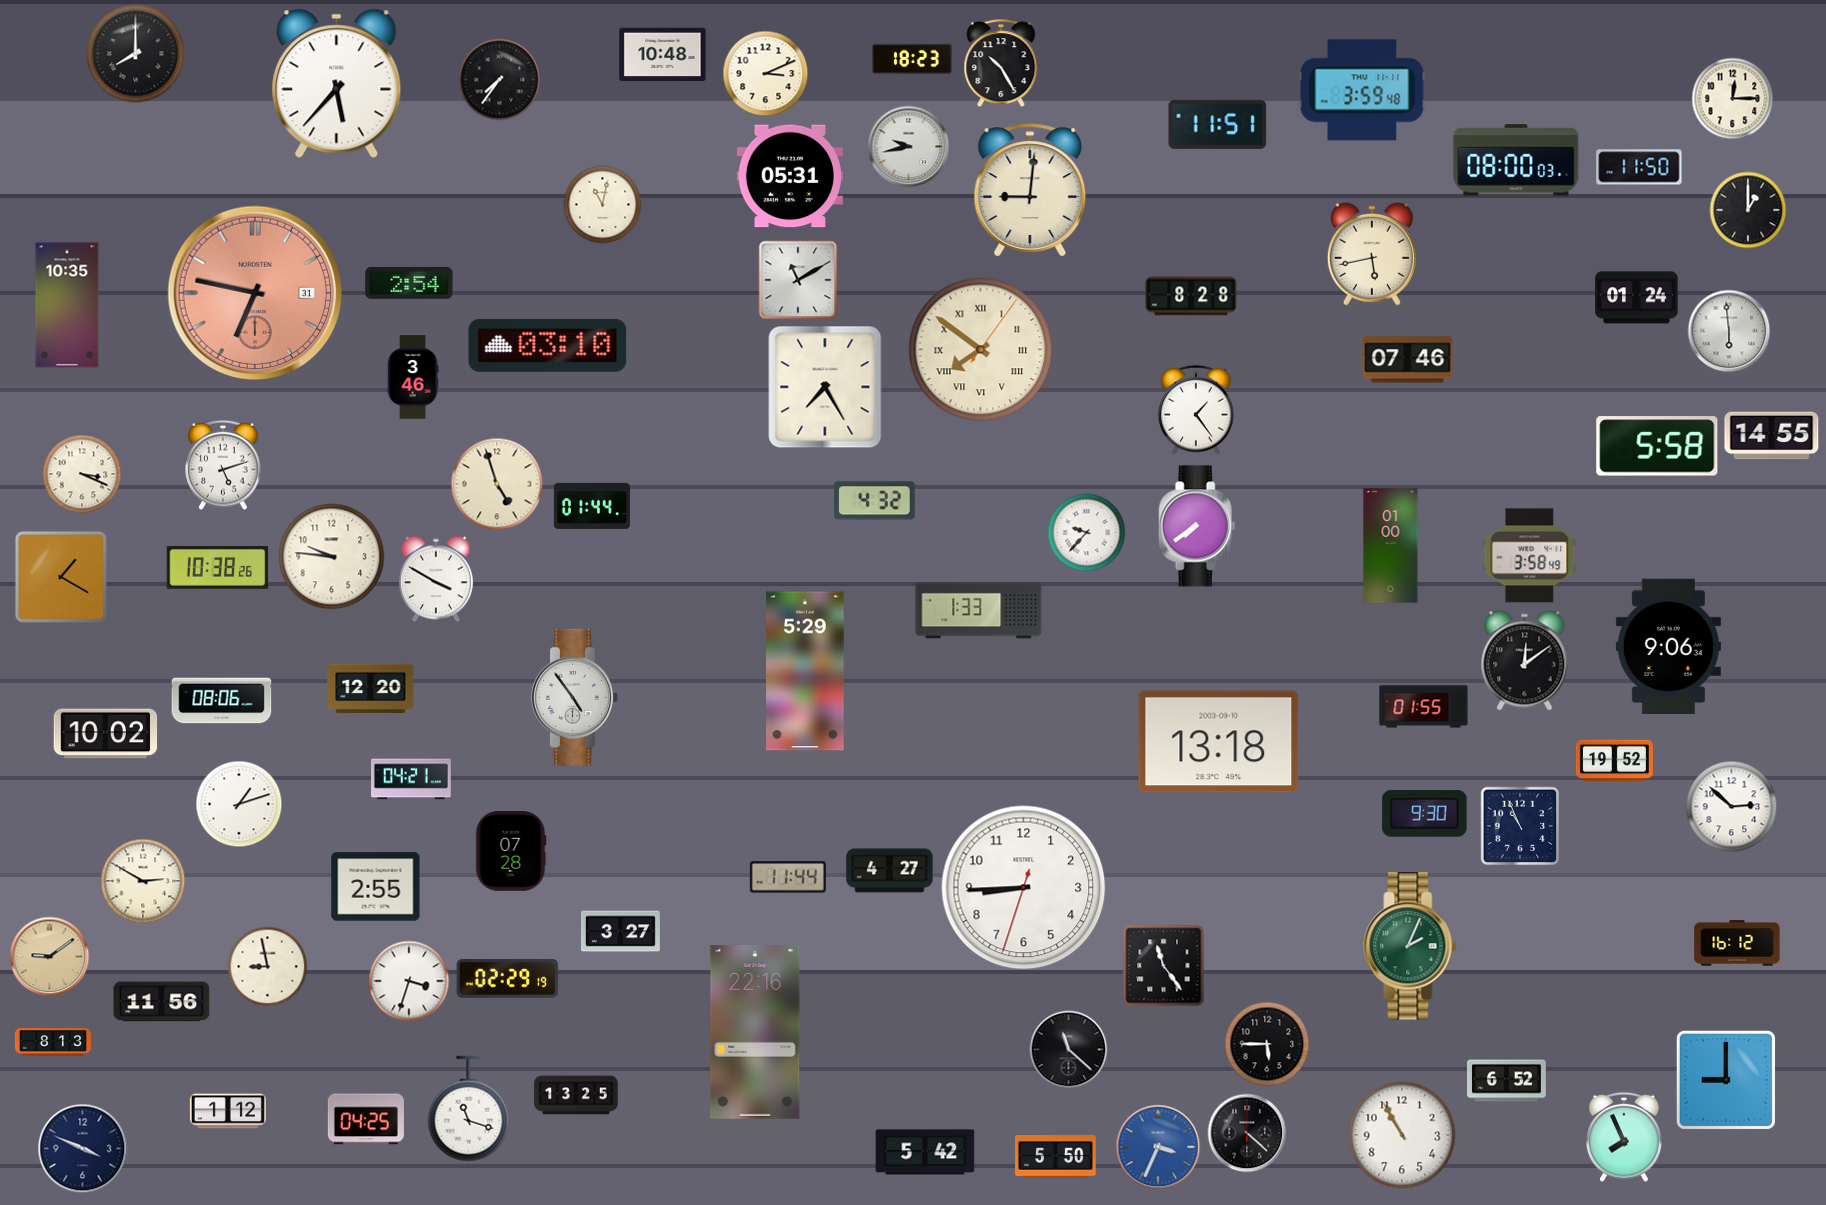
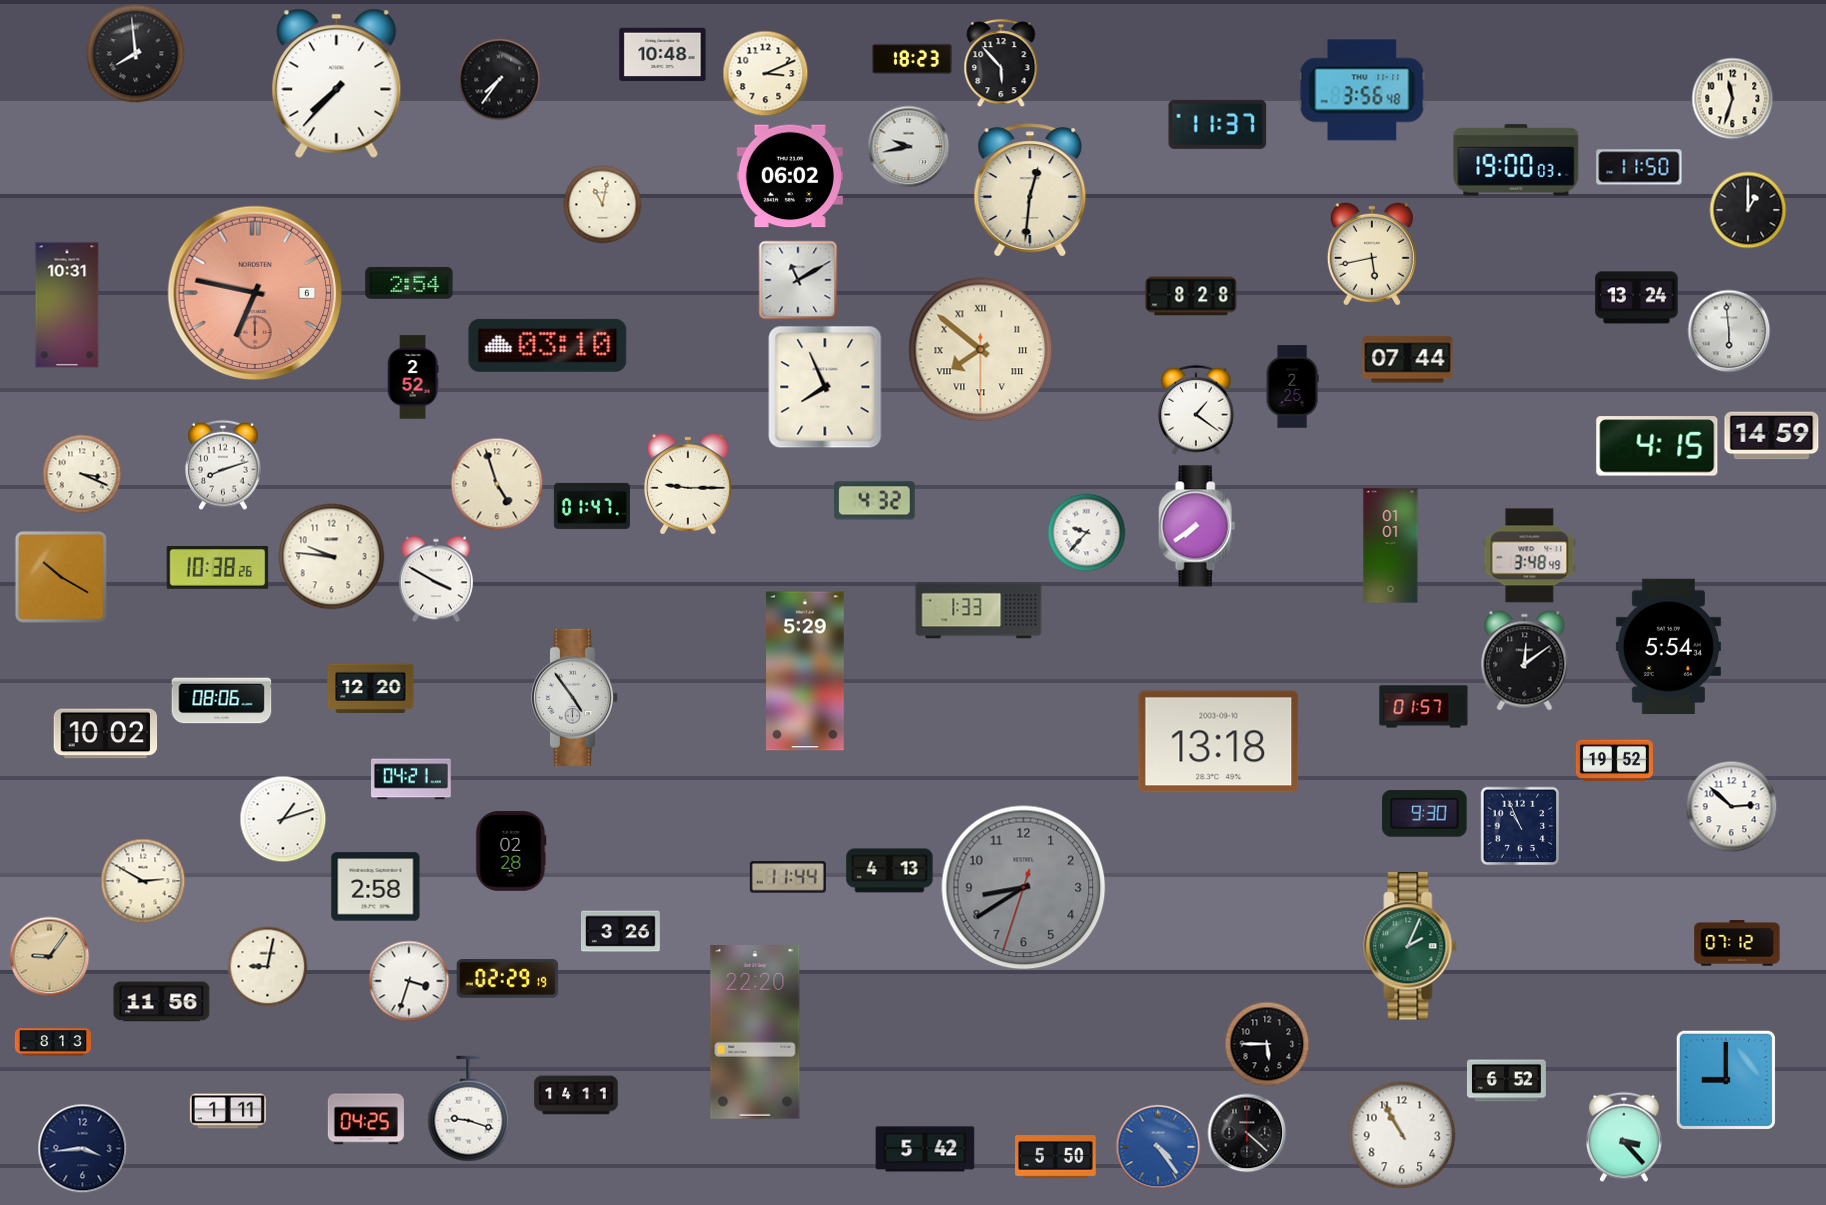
clock at (136, 54): 8:00 -> 7:59
clock at (1001, 64): 10:25 -> 5:53
clock at (337, 83): 5:37 -> 7:37
clock at (1362, 90): 3:59 -> 3:56
clock at (1733, 99): 12:15 -> 11:33
clock at (1218, 124): 11:51 -> 11:37
clock at (1516, 160): 08:00 -> 19:00
clock at (790, 176): 05:31 -> 06:02
clock at (1030, 190): 9:01 -> 12:31
clock at (255, 293) date: 31 -> 6
clock at (1637, 298): 01:24 -> 13:24
clock at (67, 305): 10:35 -> 10:31
clock at (981, 350): 7:51:06 -> 7:51:30
clock at (1408, 360): 07:46 -> 07:44
clock at (413, 377): 3:46 -> 2:52
clock at (825, 387): 7:25 -> 7:56
clock at (1292, 387): none -> 2:25
clock at (1197, 410): 1:24 -> 1:21
clock at (1772, 436): 14:55 -> 14:59
clock at (1657, 446): 5:58 -> 4:15
clock at (224, 465): 5:12 -> 8:12
clock at (689, 484): none -> 9:15
clock at (592, 506): 01:44 -> 01:47
clock at (1391, 546): 01:00 -> 01:01
clock at (1530, 556): 3:58 -> 3:48
clock at (61, 577): 1:20 -> 10:20
clock at (1668, 646): 9:06 -> 5:54
clock at (1424, 707): 01:55 -> 01:57
clock at (239, 804) position: (239, 804) -> (283, 819)
clock at (511, 852): 07:28 -> 02:28
clock at (890, 871): 4:27 -> 4:13
clock at (376, 887): 2:55 -> 2:58
clock at (1024, 888): 8:44 -> 8:39
clock at (1024, 888) dial: white -> grey
clock at (620, 932): 3:27 -> 3:26
clock at (1737, 943): 16:12 -> 07:12
clock at (50, 957): 9:09 -> 9:06
clock at (1164, 966): 11:24 -> none
clock at (268, 967): 8:58 -> 9:02
clock at (755, 1033): 22:16 -> 22:20
clock at (1069, 1050): 11:22 -> none
clock at (576, 1095): 13:25 -> 14:11
clock at (469, 1109): 11:18 -> 9:18
clock at (228, 1111): 1:12 -> 1:11
clock at (1625, 1137): 7:56 -> 3:23
clock at (1158, 1147): 3:34 -> 4:24
clock at (83, 1149): 3:49 -> 3:44
clock at (925, 1152) position: (925, 1152) -> (925, 1149)
